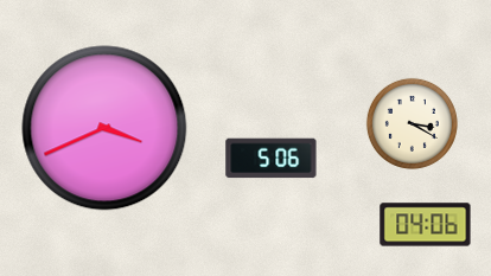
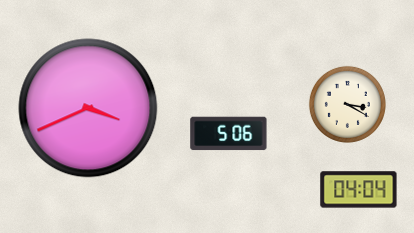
clock at (426, 225): 04:06 -> 04:04
